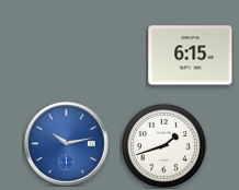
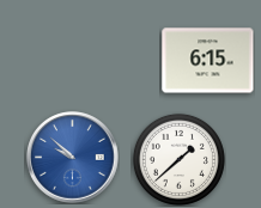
clock at (67, 144): 10:13 -> 9:52
clock at (163, 145): 1:42 -> 1:38
